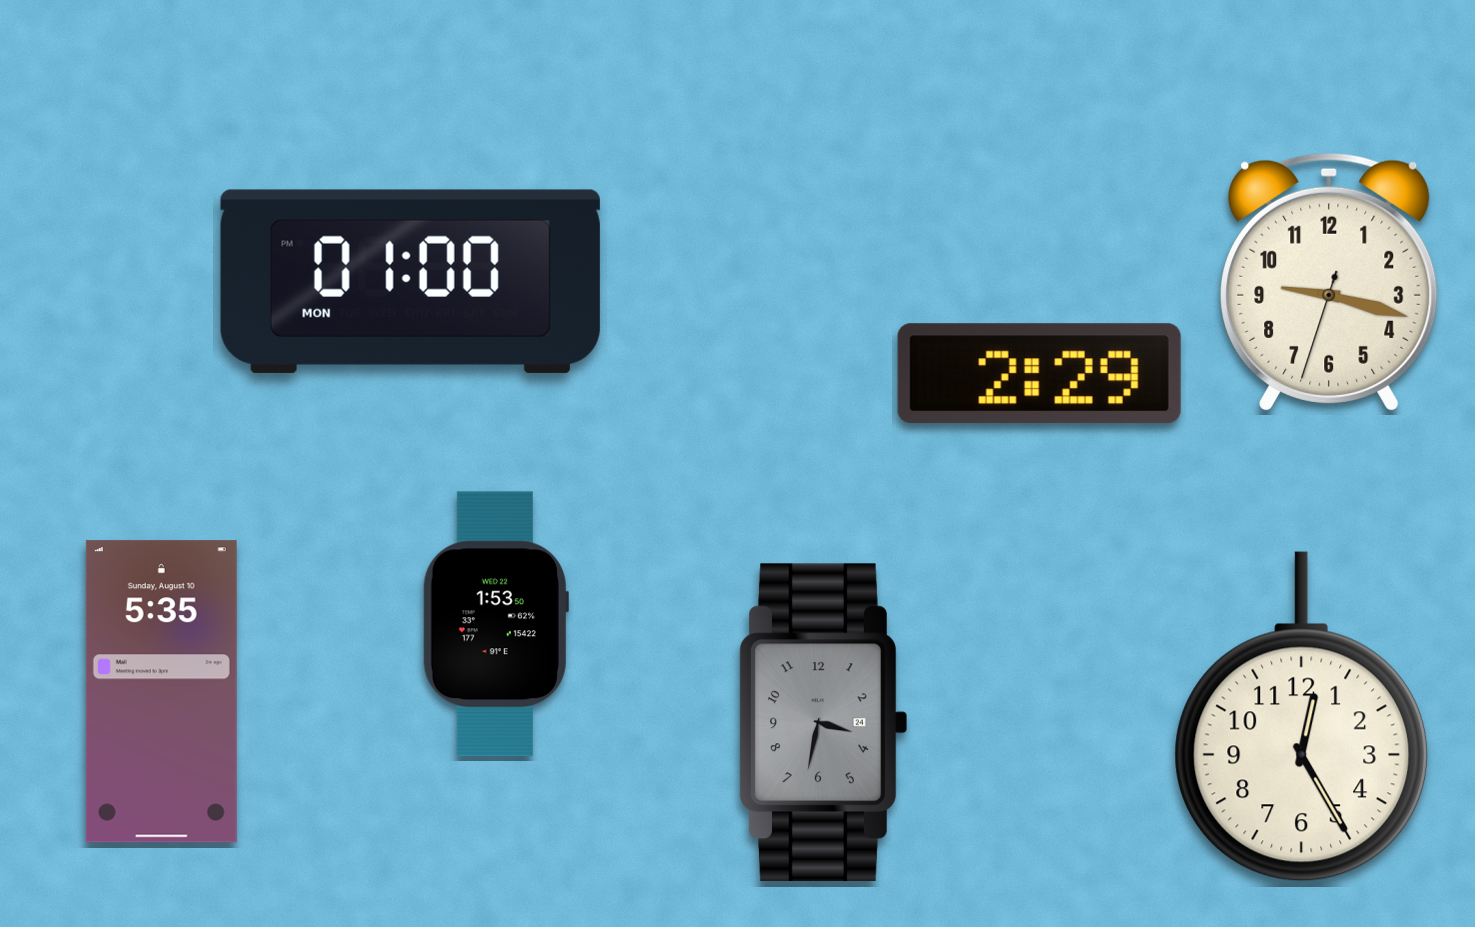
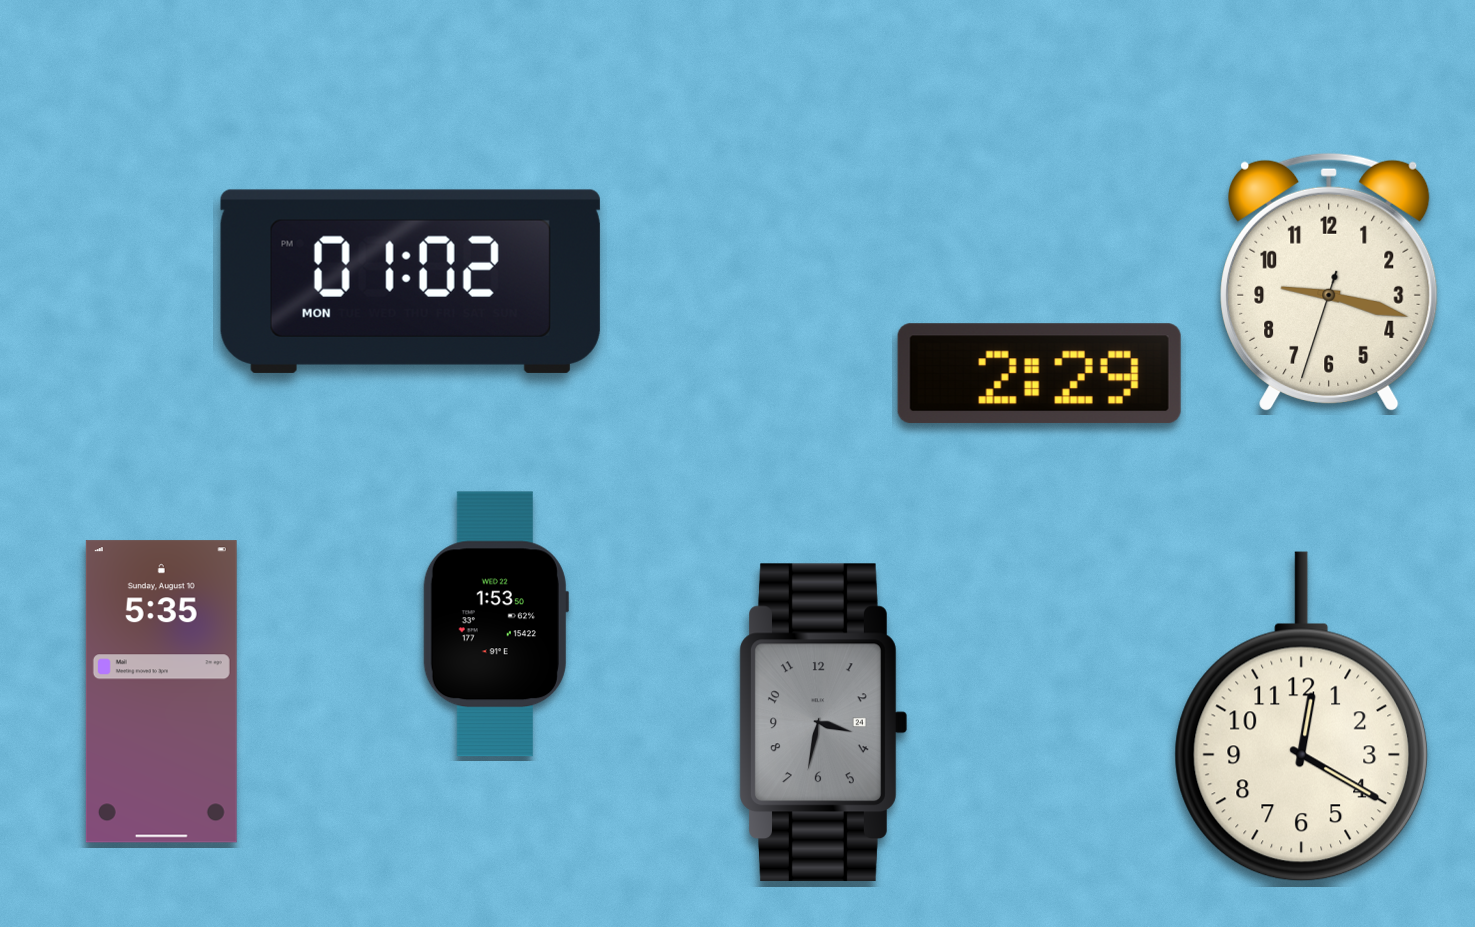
clock at (410, 281): 01:00 -> 01:02
clock at (1302, 717): 12:25 -> 12:20
